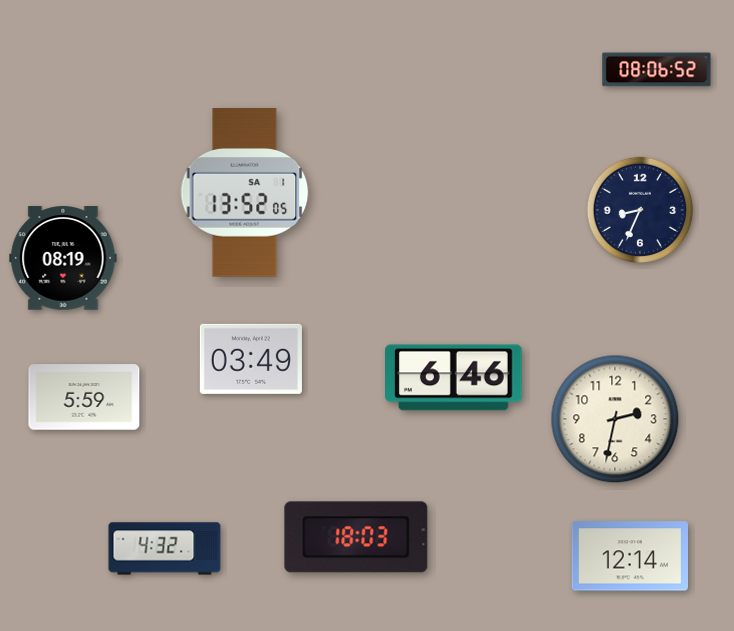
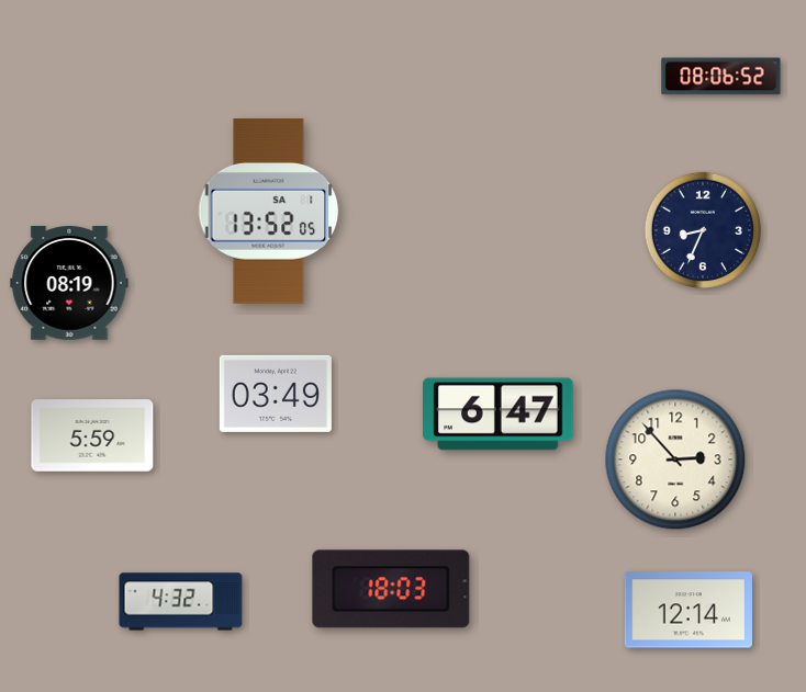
clock at (454, 378): 6:46 -> 6:47
clock at (615, 419): 2:32 -> 2:53
clock at (629, 556) position: (629, 556) -> (687, 610)
